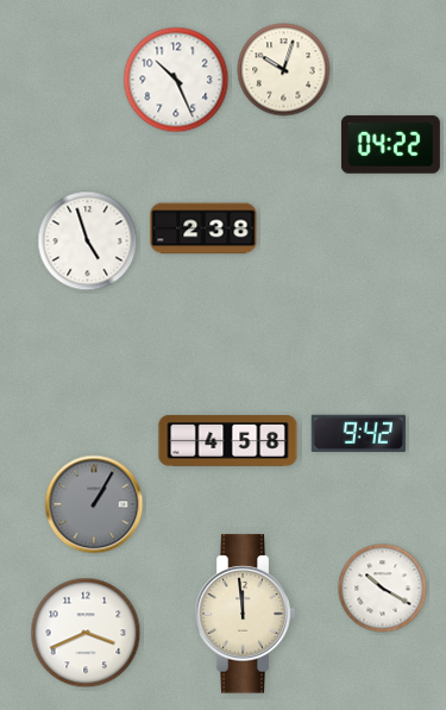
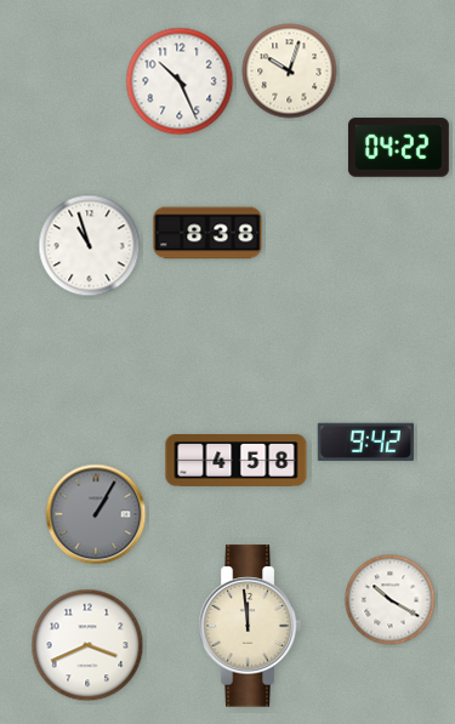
clock at (203, 228): 2:38 -> 8:38
clock at (88, 241): 4:57 -> 10:57
clock at (228, 441) position: (228, 441) -> (237, 461)
